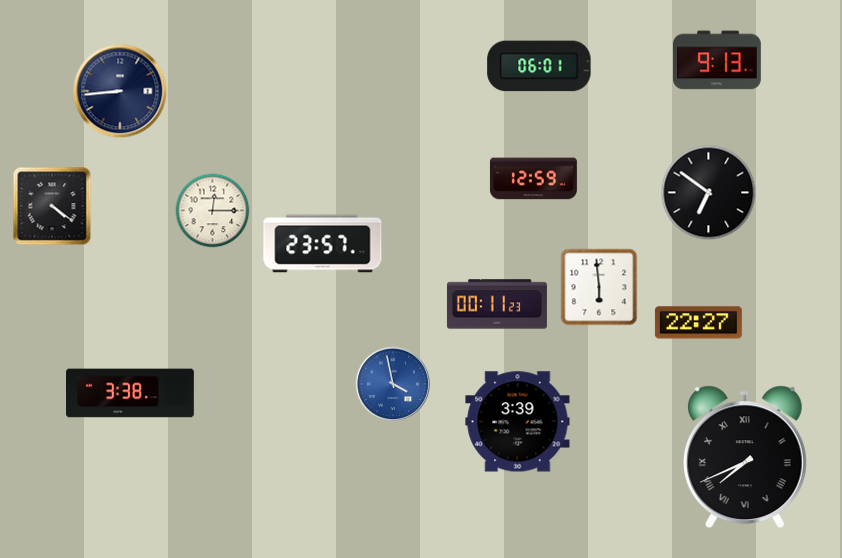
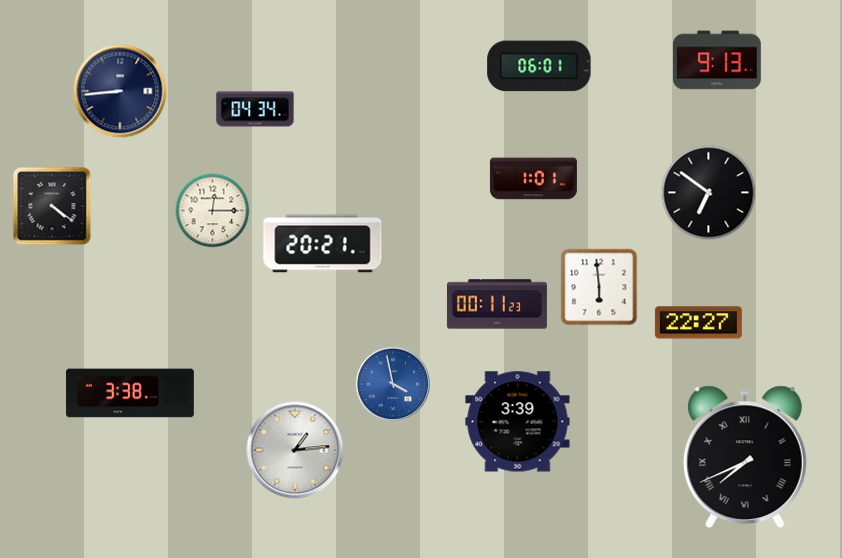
clock at (255, 109): none -> 04:34
clock at (533, 179): 12:59 -> 1:01
clock at (323, 244): 23:57 -> 20:21
clock at (295, 450): none -> 1:14
